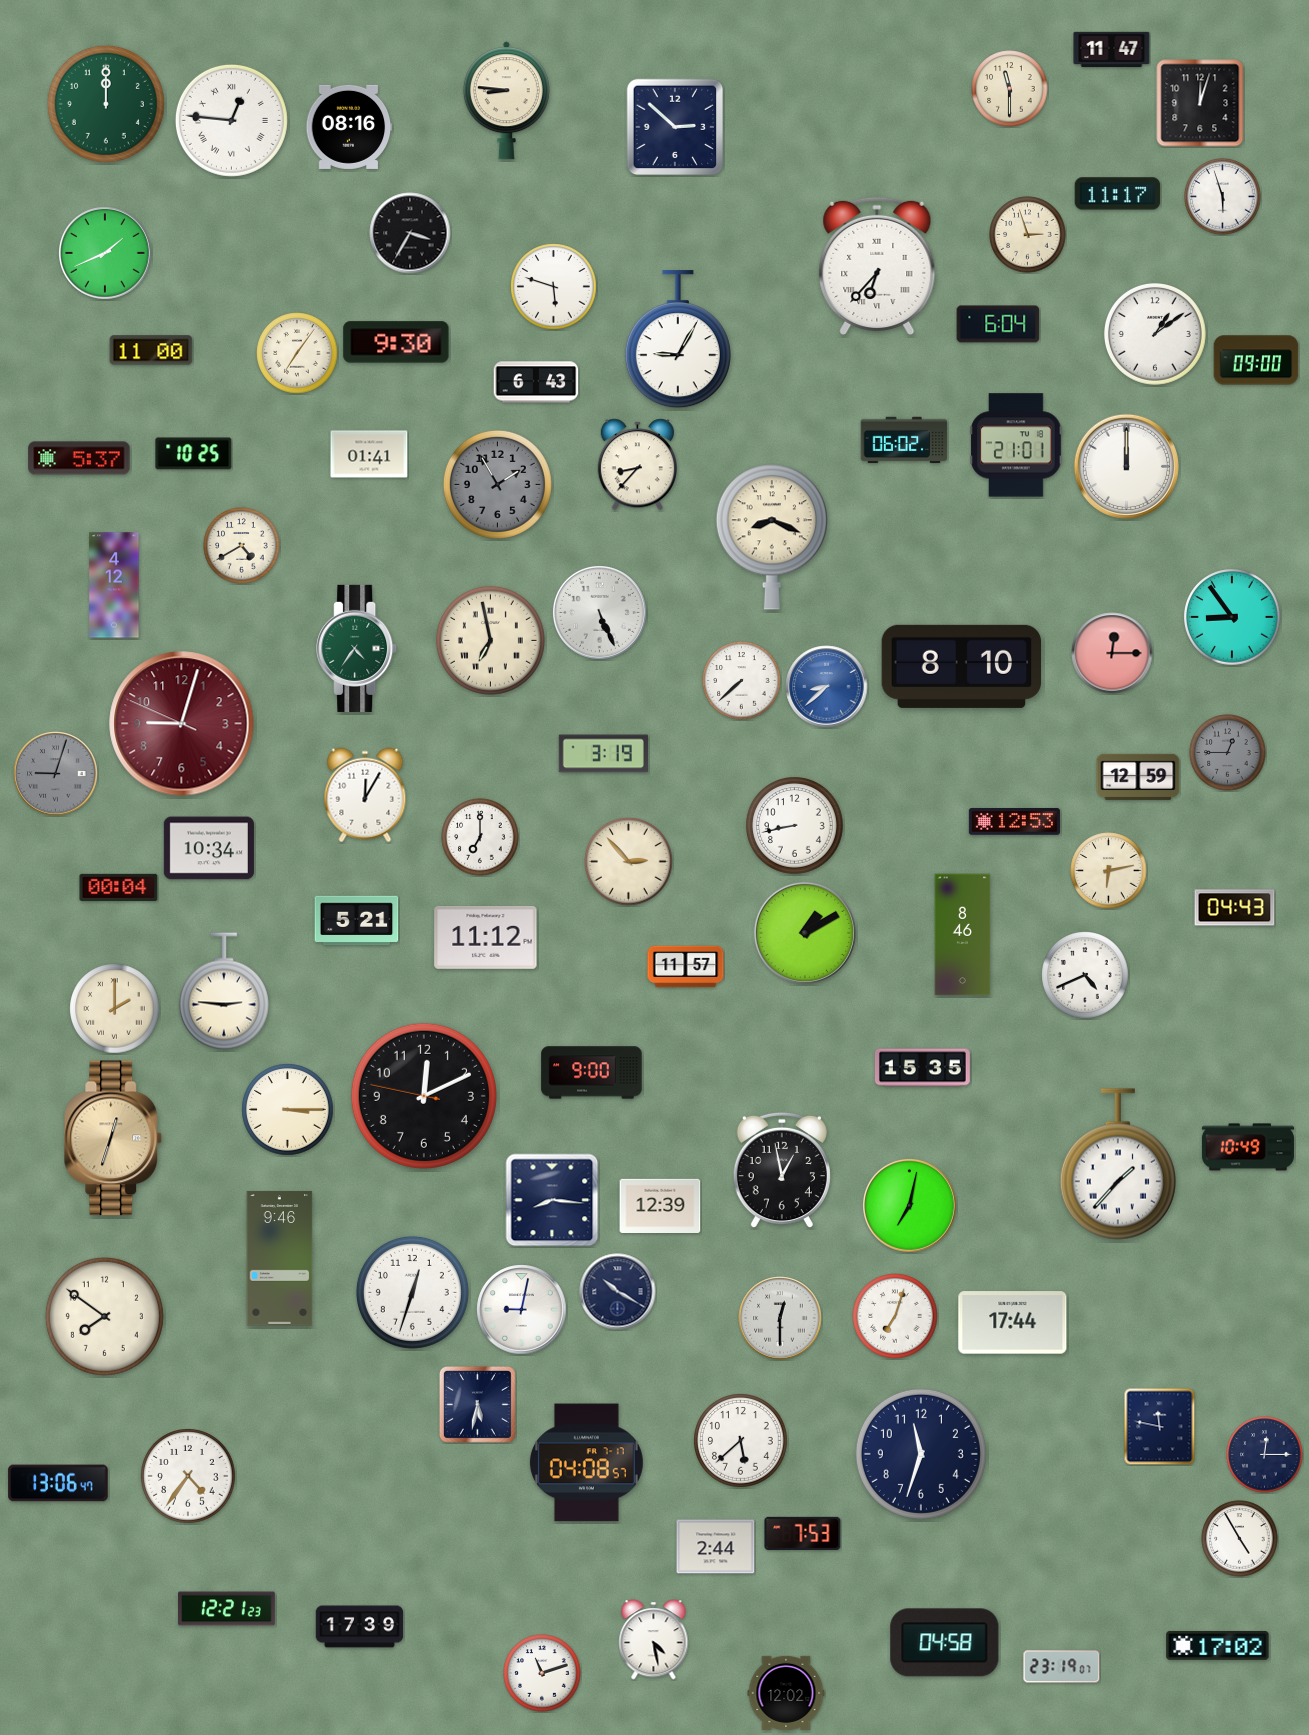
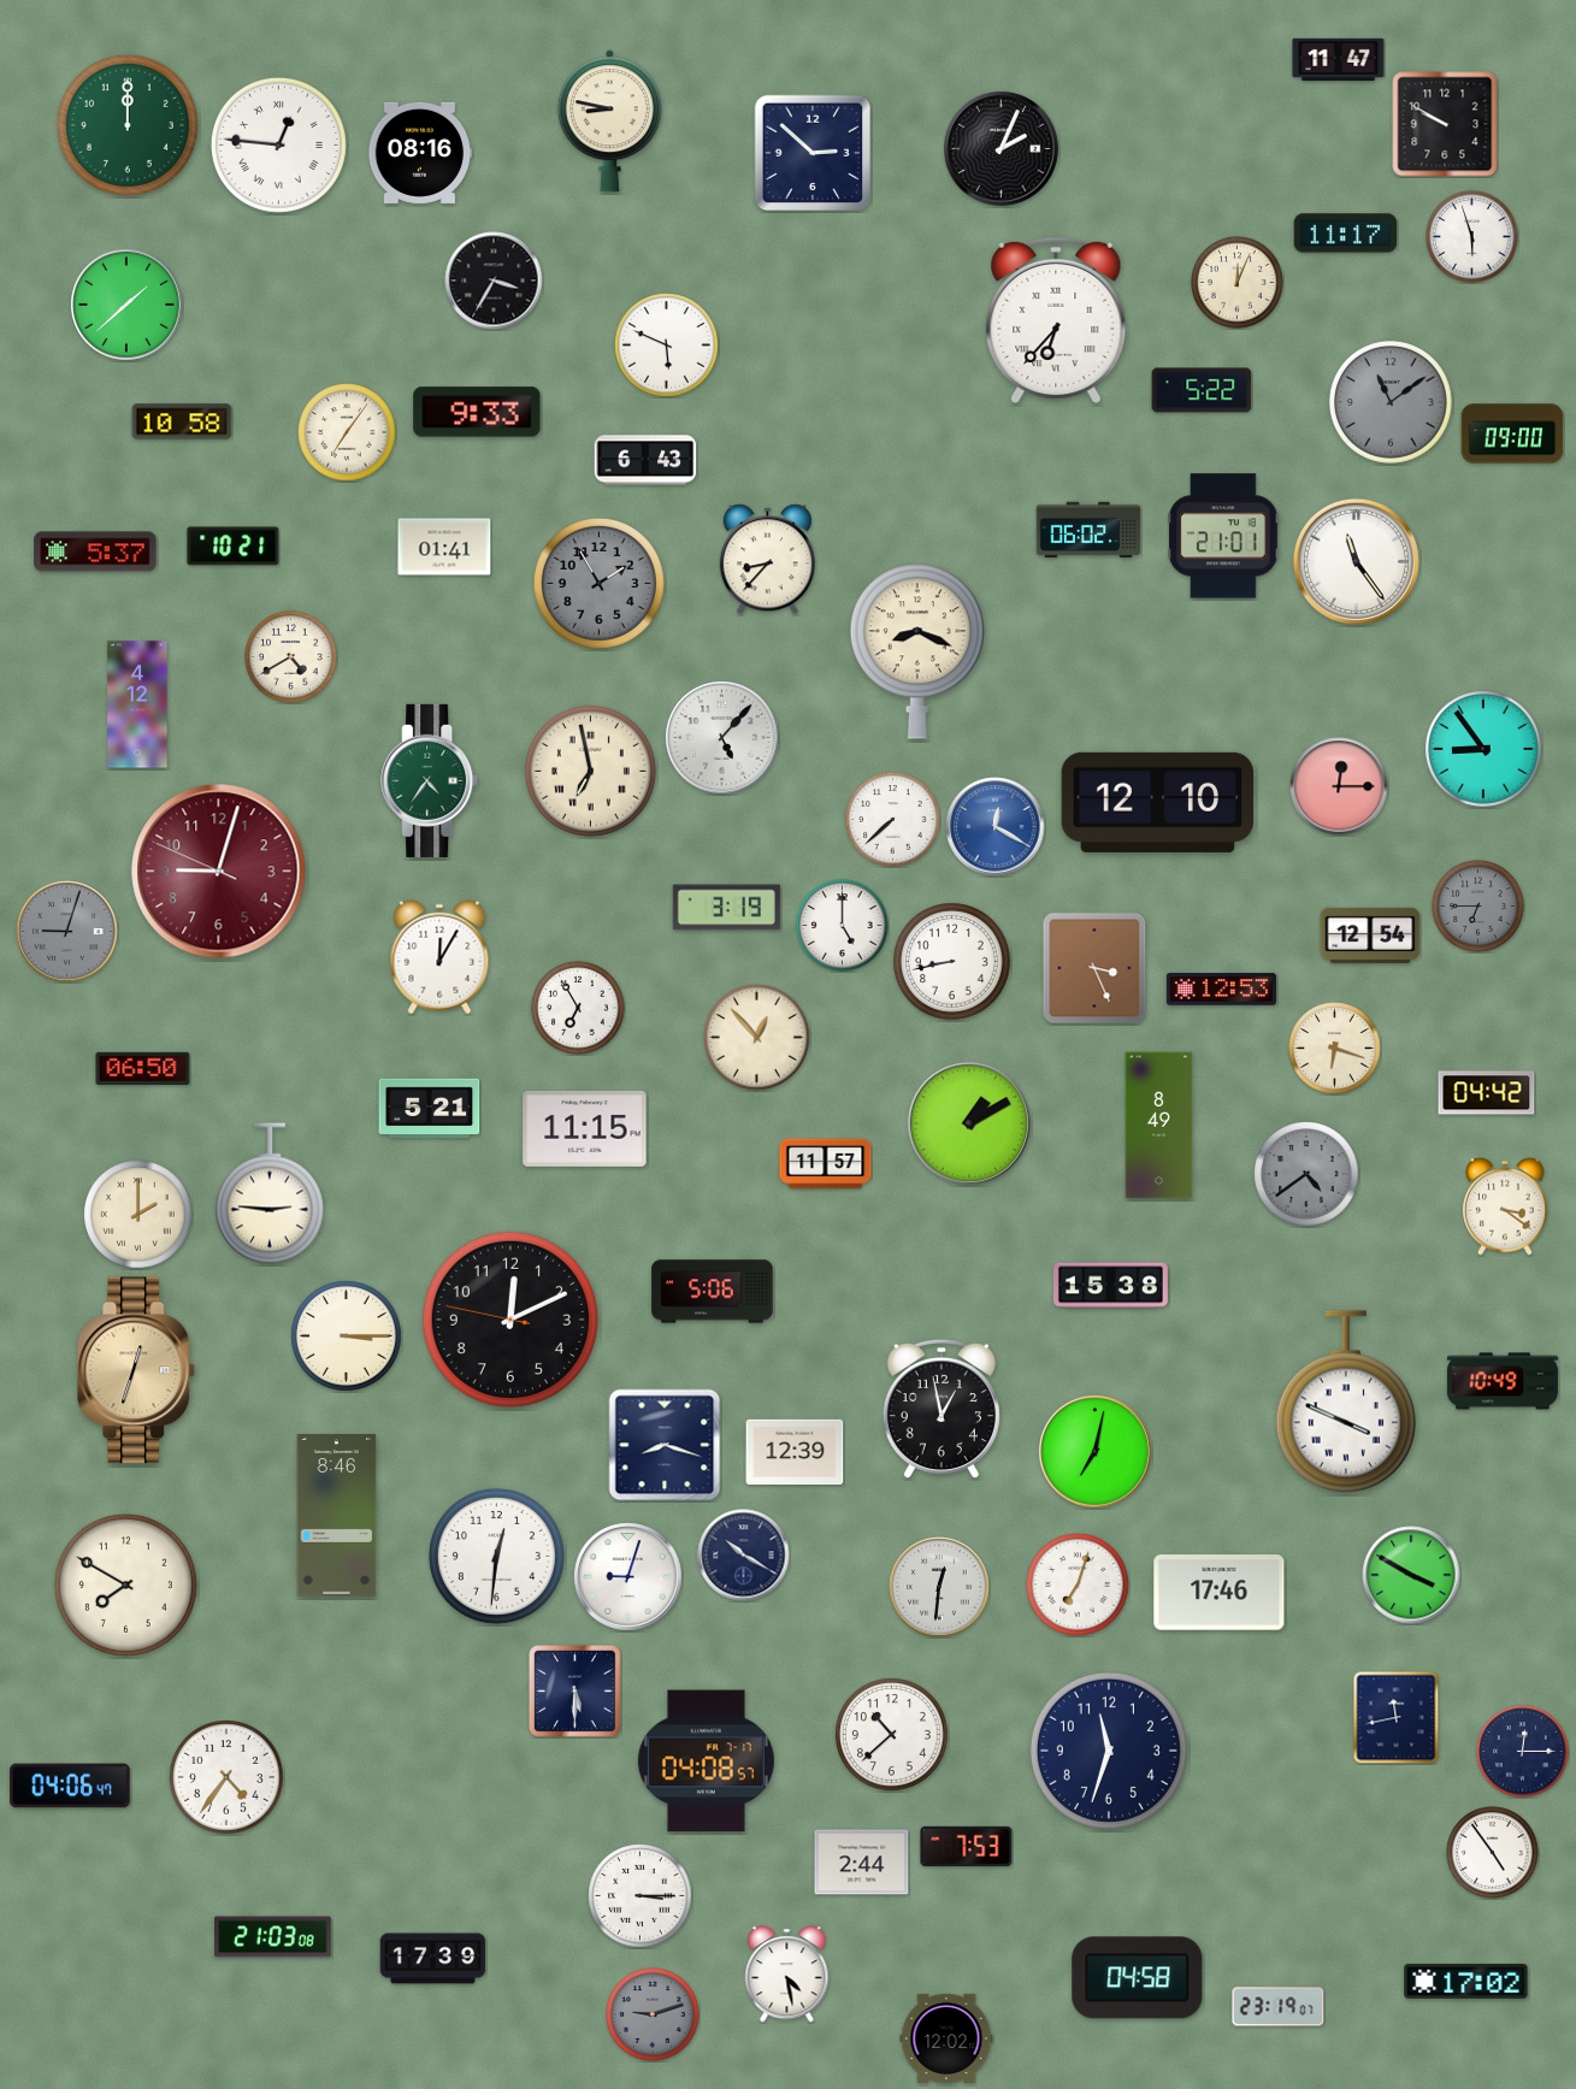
clock at (1010, 89): 11:30 -> none
clock at (506, 101): 8:46 -> 8:47
clock at (1200, 103): 12:03 -> 9:50
clock at (1001, 148): none -> 2:04
clock at (1028, 235): 2:57 -> 12:04
clock at (106, 254): 1:41 -> 1:38
clock at (554, 287): 5:48 -> 5:49
clock at (998, 324): 6:04 -> 5:22
clock at (1155, 334): 1:09 -> 11:09
clock at (1155, 334) dial: white -> grey
clock at (678, 340): 9:05 -> none
clock at (396, 342): 9:30 -> 9:33
clock at (151, 350): 11:00 -> 10:58
clock at (297, 353) position: (297, 353) -> (347, 432)
clock at (194, 454): 10:25 -> 10:21
clock at (1126, 466): 12:00 -> 11:24
clock at (772, 537) position: (772, 537) -> (917, 651)
clock at (599, 612): 5:26 -> 5:07
clock at (1233, 618) position: (1233, 618) -> (1484, 750)
clock at (962, 666): 8:10 -> 12:10
clock at (827, 687): 8:38 -> 12:20
clock at (1228, 753): 12:45 -> 6:45
clock at (843, 926): none -> 5:00
clock at (1138, 777): 12:59 -> 12:54
clock at (1094, 968): none -> 3:26
clock at (795, 826) position: (795, 826) -> (952, 962)
clock at (480, 837): 7:00 -> 6:55
clock at (209, 848): 10:34 -> none
clock at (629, 862): 2:53 -> 12:53
clock at (1109, 871): 6:13 -> 6:18
clock at (119, 887): 00:04 -> 06:50
clock at (1235, 908): 04:43 -> 04:42
clock at (963, 935): 8:46 -> 8:49
clock at (486, 937): 11:12 -> 11:15
clock at (1085, 975): 4:41 -> 4:39
clock at (1085, 975) dial: white -> grey
clock at (1505, 1206): none -> 3:21
clock at (922, 1068): 15:35 -> 15:38
clock at (592, 1073): 9:00 -> 5:06
clock at (1118, 1164): 1:37 -> 3:49
clock at (552, 1200): 8:16 -> 8:18
clock at (280, 1259): 9:46 -> 8:46
clock at (412, 1292): 12:33 -> 12:31
clock at (1411, 1575): none -> 3:50
clock at (522, 1310): 9:02 -> 9:03
clock at (104, 1316): 7:51 -> 7:50
clock at (780, 1318): 12:30 -> 12:31
clock at (1013, 1323): 17:44 -> 17:46
clock at (477, 1404): 5:32 -> 5:30
clock at (1160, 1426): 11:47 -> 11:43
clock at (741, 1441): 5:38 -> 10:38
clock at (58, 1483): 13:06 -> 04:06
clock at (1240, 1539): 4:55 -> 4:54
clock at (641, 1896): none -> 3:15
clock at (227, 1609): 12:21 -> 21:03
clock at (542, 1673): 11:12 -> 9:12
clock at (542, 1673) dial: white -> grey
